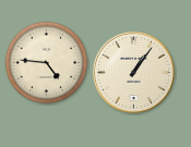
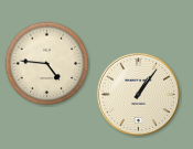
clock at (133, 72) position: (133, 72) -> (138, 94)
